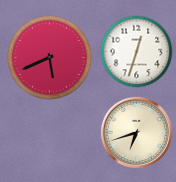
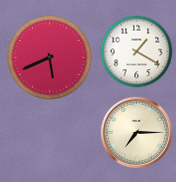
clock at (137, 52): 12:33 -> 1:20
clock at (137, 133): 6:42 -> 7:15
